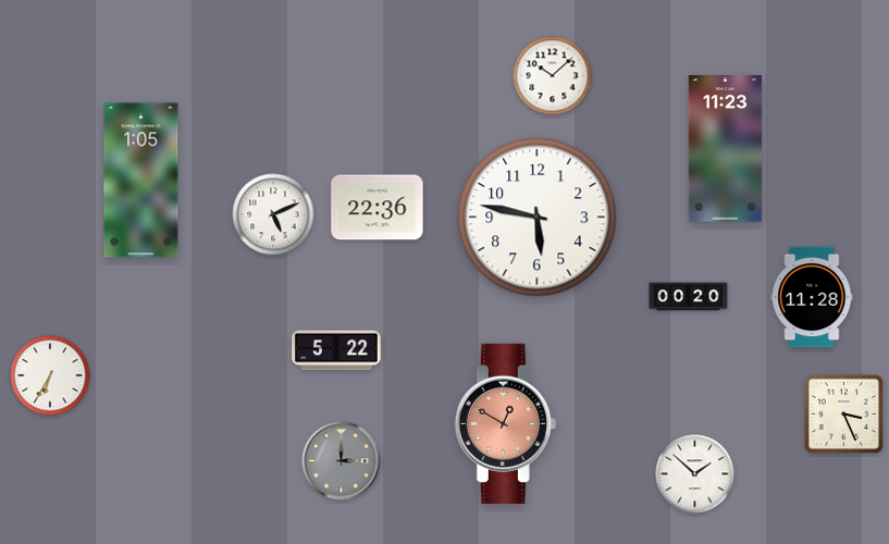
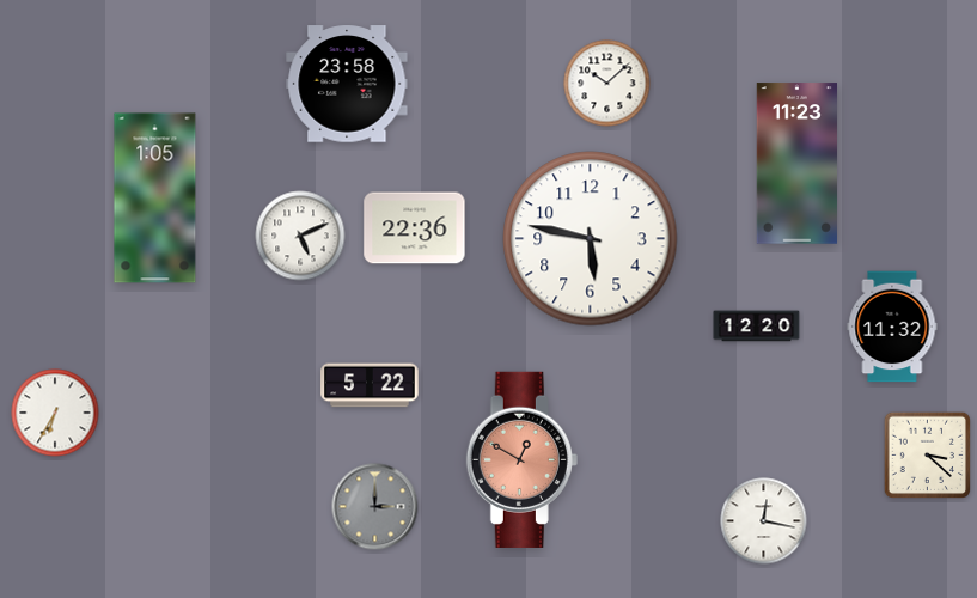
clock at (347, 84): none -> 23:58
clock at (689, 297): 00:20 -> 12:20
clock at (812, 297): 11:28 -> 11:32
clock at (843, 413): 3:26 -> 3:22
clock at (505, 423) position: (505, 423) -> (521, 459)
clock at (695, 474): 1:52 -> 12:17
